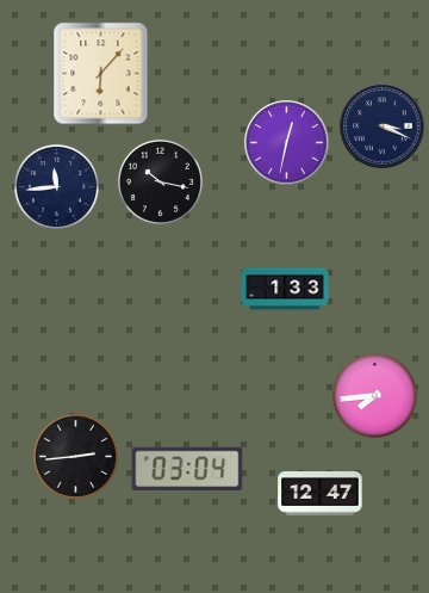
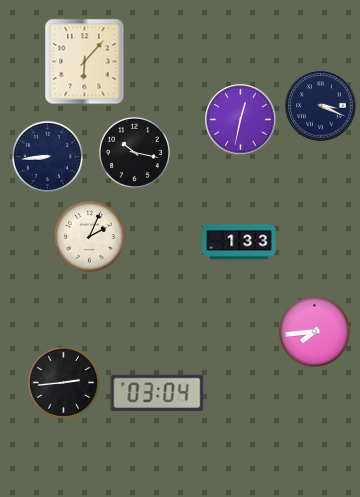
clock at (56, 186): 11:44 -> 8:44
clock at (89, 236): none -> 2:04
clock at (321, 494): 12:47 -> none
